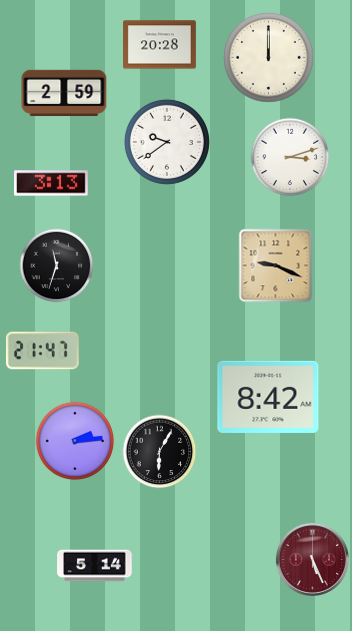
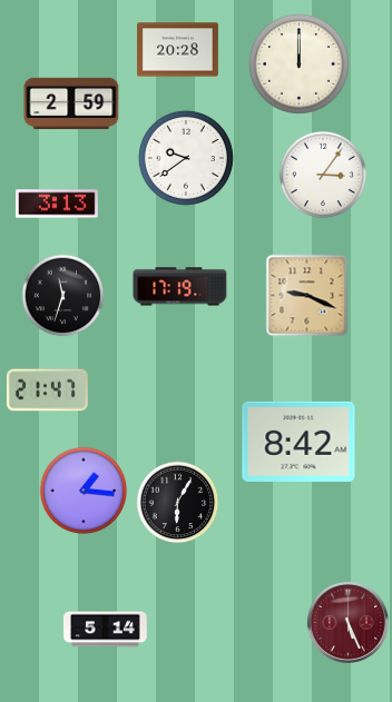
clock at (290, 157): 3:12 -> 3:06
clock at (180, 287): none -> 17:19
clock at (75, 441): 2:14 -> 1:16
